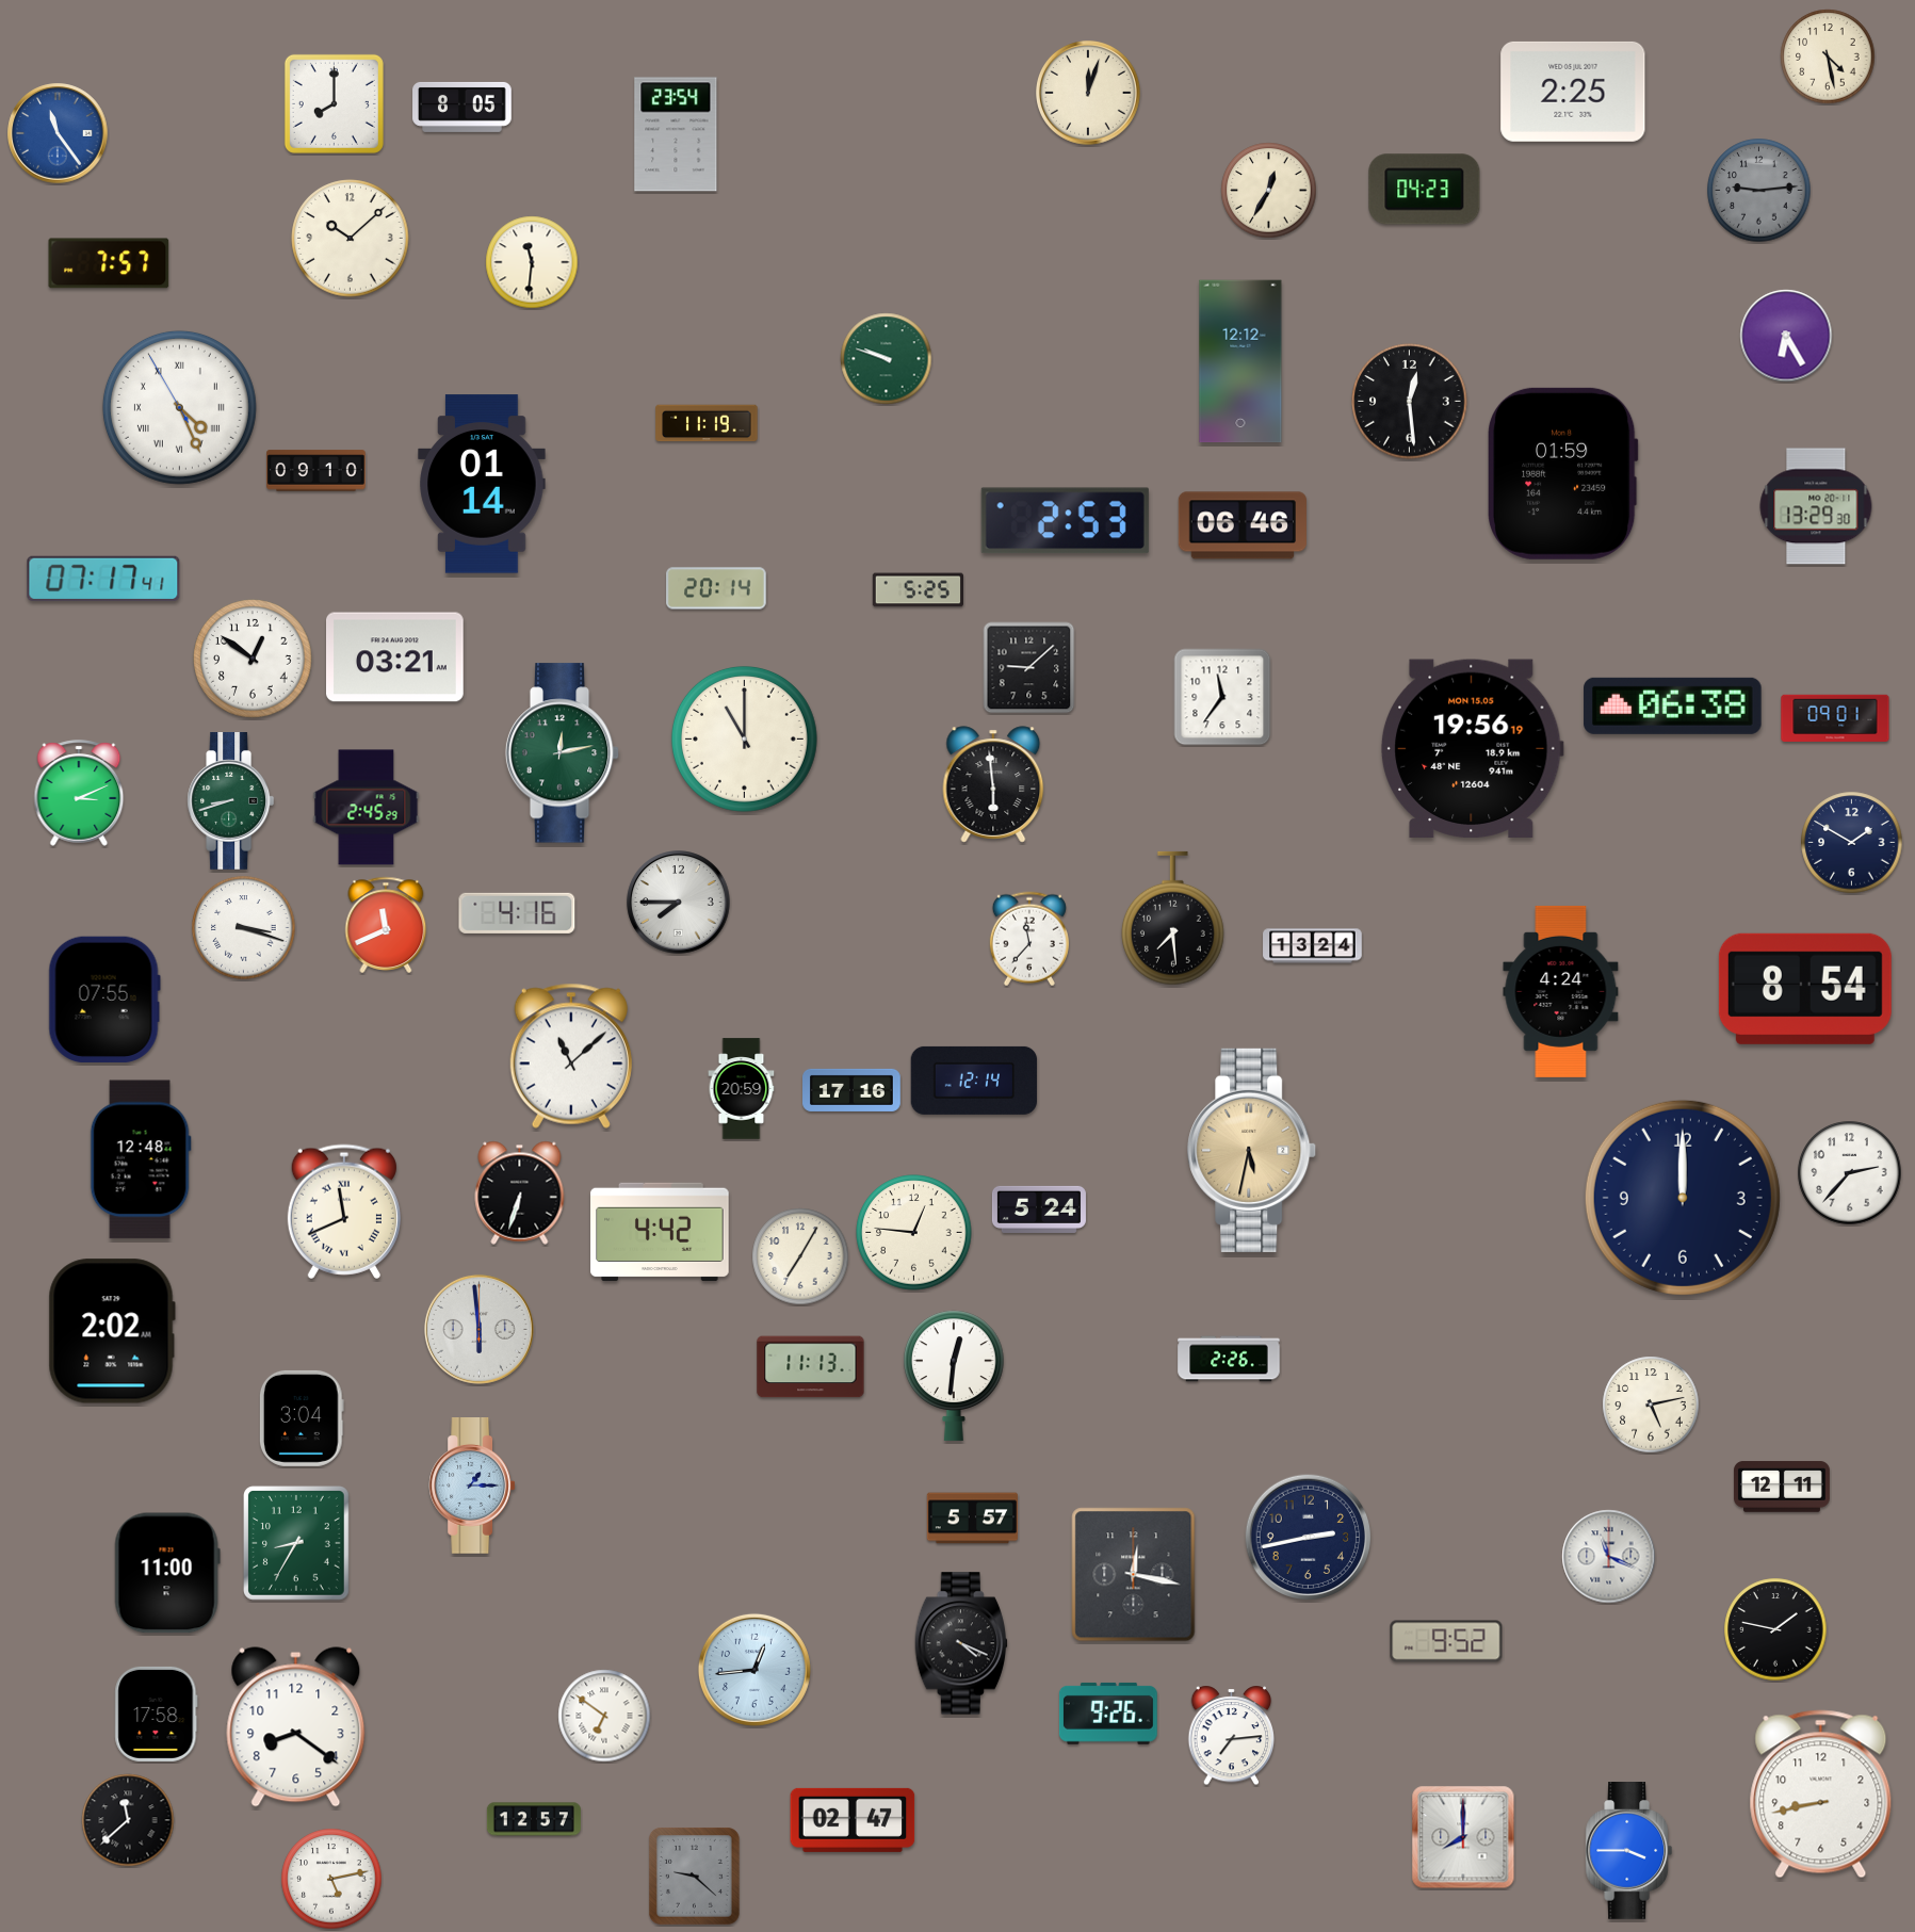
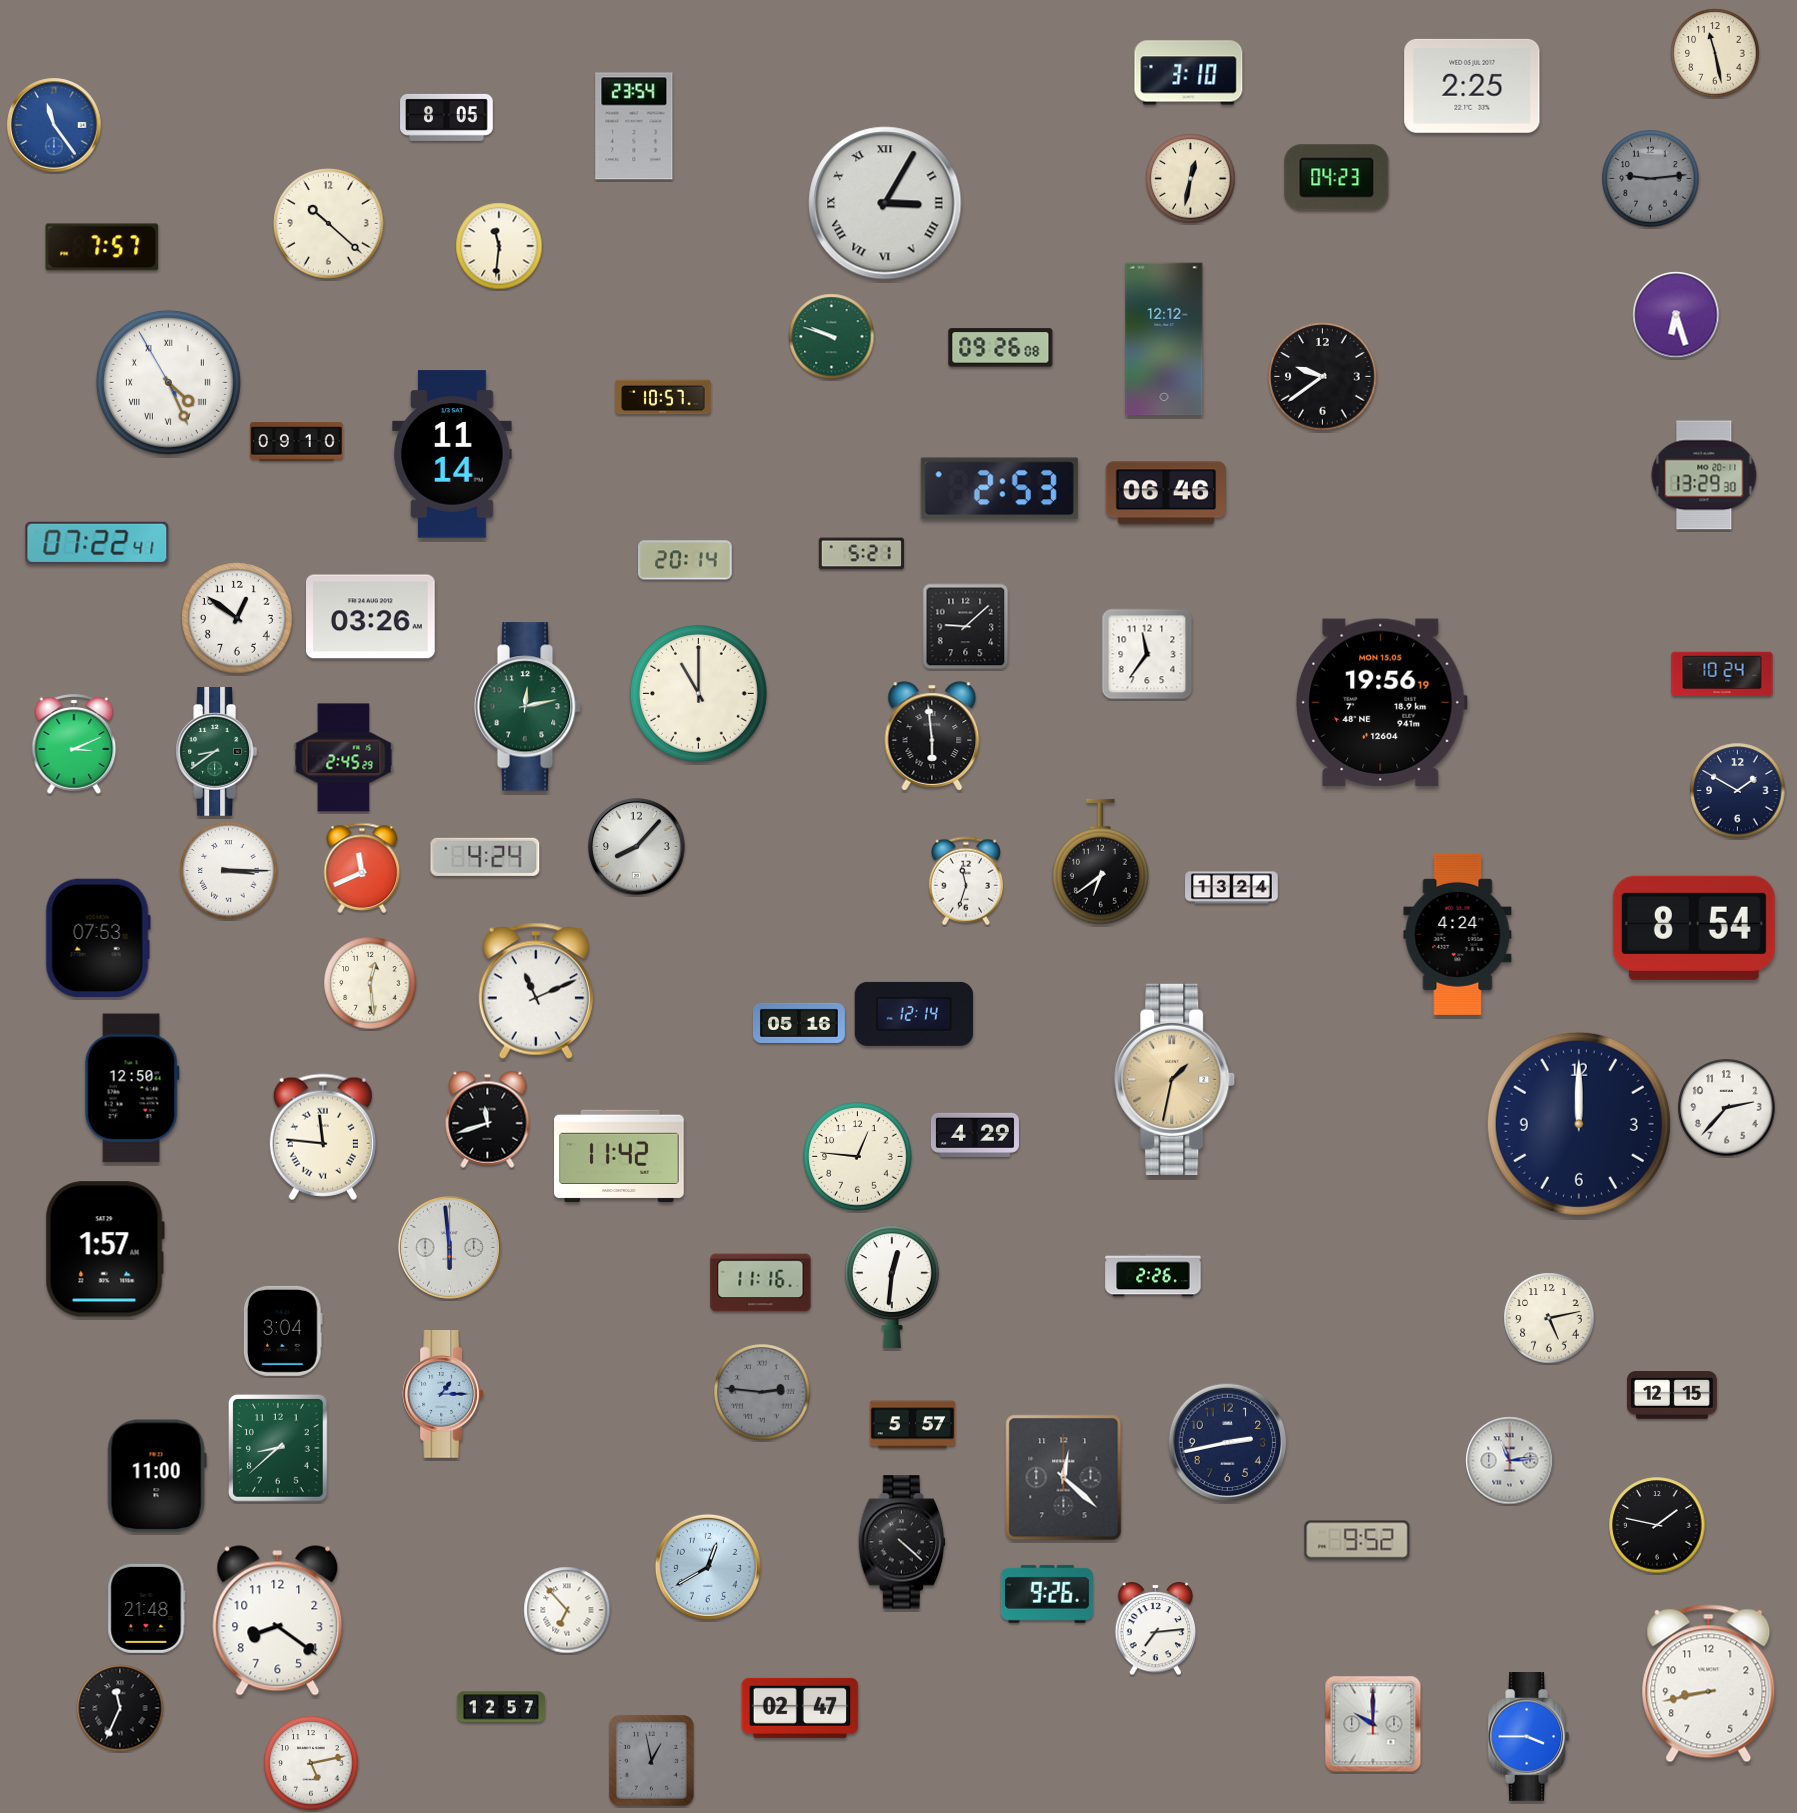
clock at (1828, 56): 4:28 -> 11:28
clock at (1189, 73): none -> 3:10
clock at (1573, 92) position: (1573, 92) -> (1472, 86)
clock at (1089, 94): 12:03 -> none
clock at (334, 103): 8:00 -> none
clock at (462, 107) position: (462, 107) -> (447, 117)
clock at (1269, 191): 12:35 -> 12:32
clock at (885, 203): none -> 3:05
clock at (351, 239): 10:08 -> 10:22
clock at (1786, 336): 6:25 -> 6:27
clock at (1001, 348): none -> 09:26
clock at (1410, 402): 12:29 -> 9:39
clock at (707, 423): 11:19 -> 10:57
clock at (1563, 473): 01:59 -> none
clock at (482, 484): 01:14 -> 11:14
clock at (103, 579): 07:17 -> 07:22
clock at (716, 588) position: (716, 588) -> (685, 560)
clock at (918, 590): 5:25 -> 5:21
clock at (395, 657): 03:21 -> 03:26
clock at (1673, 705): 06:38 -> none
clock at (1835, 717): 09:01 -> 10:24
clock at (231, 801): 8:42 -> 8:39
clock at (679, 903): 7:45 -> 8:07
clock at (517, 913): 4:16 -> 4:24
clock at (1172, 919): 7:29 -> 6:39
clock at (244, 928): 3:18 -> 3:15
clock at (1029, 939): 11:37 -> 11:33
clock at (1561, 991) position: (1561, 991) -> (1458, 934)
clock at (104, 999): 07:55 -> 07:53
clock at (370, 983): none -> 12:29
clock at (571, 1056): 11:08 -> 11:11
clock at (742, 1089): 20:59 -> none
clock at (851, 1090): 17:16 -> 05:16
clock at (1252, 1150): 5:32 -> 1:32
clock at (141, 1159): 12:48 -> 12:50
clock at (1850, 1173) position: (1850, 1173) -> (1727, 1108)
clock at (520, 1192): 6:33 -> 11:42
clock at (1039, 1209): 5:24 -> 4:29
clock at (344, 1212): 11:41 -> 11:46
clock at (660, 1232): 4:42 -> 11:42
clock at (800, 1256): 7:05 -> none
clock at (112, 1331): 2:02 -> 1:57
clock at (811, 1367): 11:13 -> 11:16
clock at (955, 1376) position: (955, 1376) -> (893, 1287)
clock at (762, 1392): none -> 2:46
clock at (1782, 1487): 12:11 -> 12:15
clock at (297, 1543): 8:35 -> 8:38
clock at (1609, 1557): 11:19 -> 11:14
clock at (1134, 1575): 12:17 -> 12:22
clock at (1775, 1629) position: (1775, 1629) -> (1657, 1525)
clock at (960, 1643): 4:19 -> 4:22
clock at (754, 1670): 12:44 -> 12:40
clock at (157, 1714): 17:58 -> 21:48
clock at (1108, 1714) position: (1108, 1714) -> (1047, 1594)
clock at (604, 1716): 6:51 -> 6:53
clock at (128, 1820): 11:38 -> 11:34
clock at (1463, 1837): 8:00 -> 10:00
clock at (695, 1877): 9:22 -> 12:58
